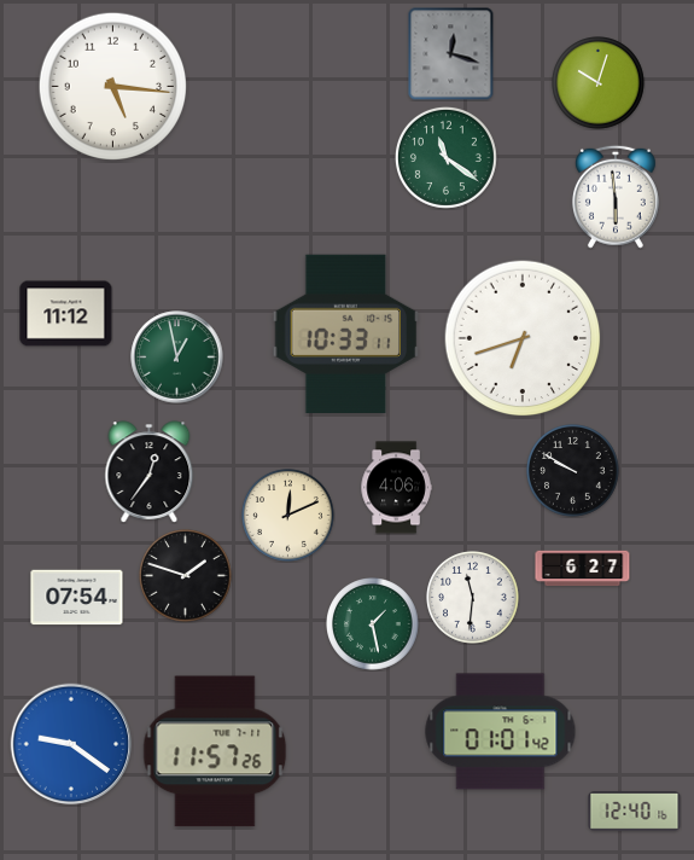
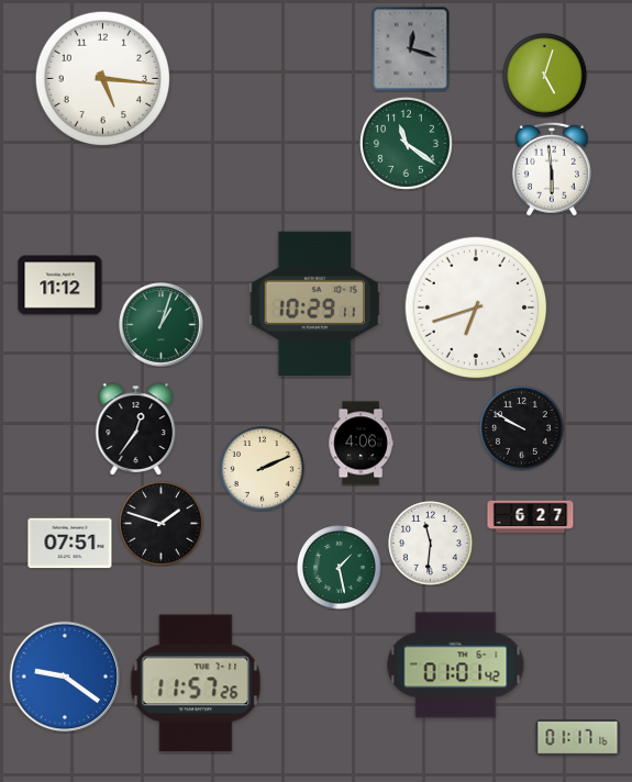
clock at (599, 83): 10:03 -> 5:03
clock at (616, 197) position: (616, 197) -> (552, 169)
clock at (346, 333): 10:33 -> 10:29
clock at (177, 358): 12:58 -> 1:03
clock at (288, 516): 12:11 -> 2:11
clock at (186, 576) position: (186, 576) -> (162, 524)
clock at (77, 598): 07:54 -> 07:51
clock at (635, 812): 12:40 -> 01:17
